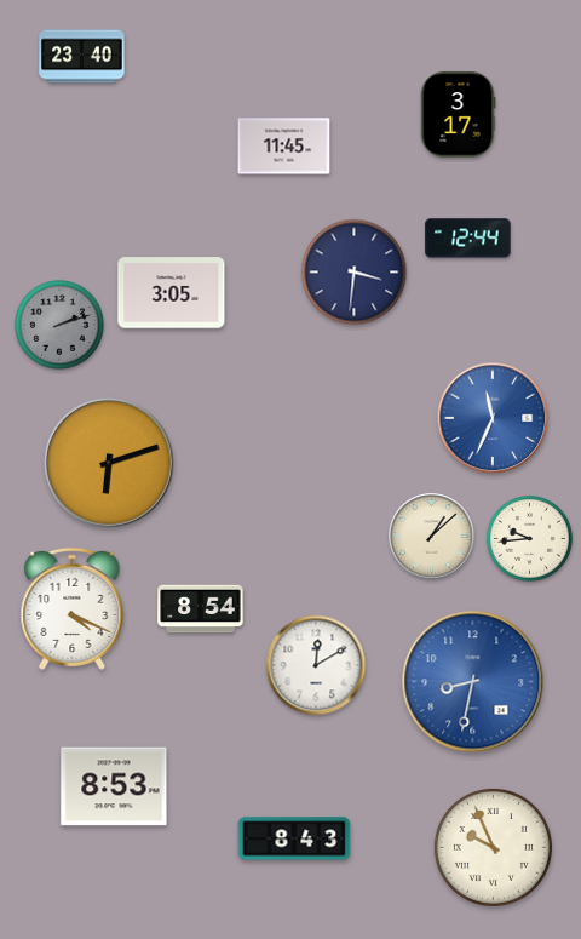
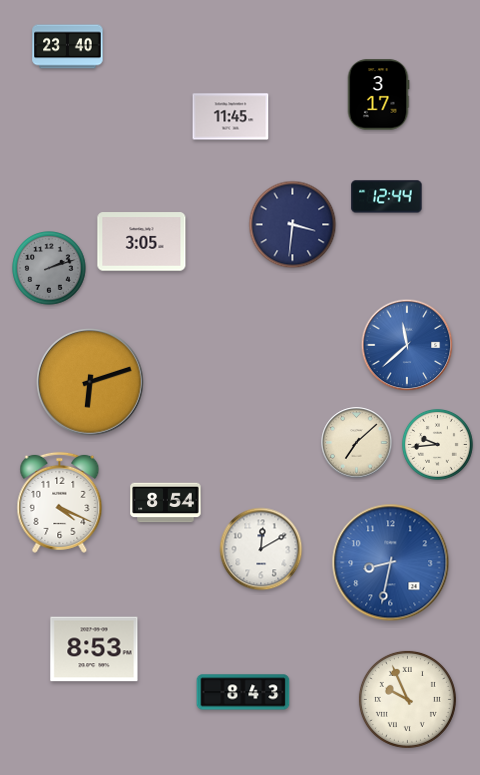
clock at (284, 147) position: (284, 147) -> (231, 117)
clock at (493, 418): 11:34 -> 11:38
clock at (432, 537): 1:08 -> 7:08
